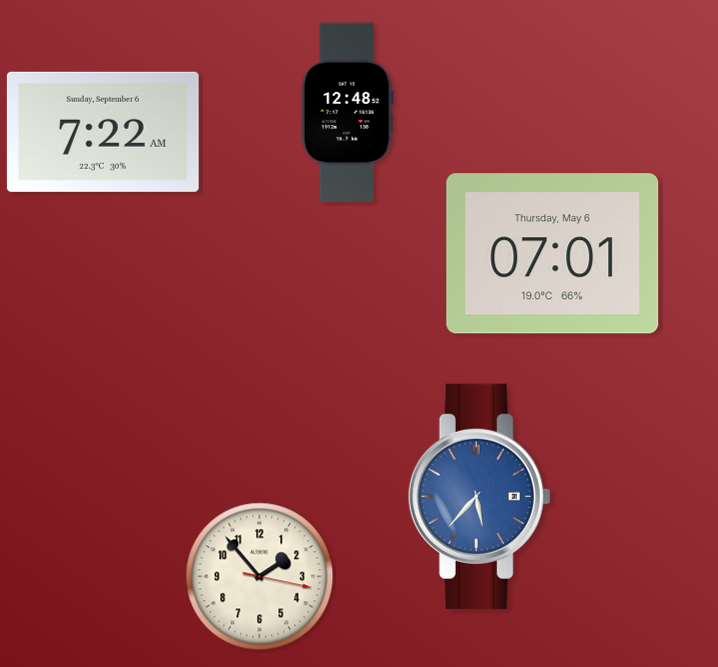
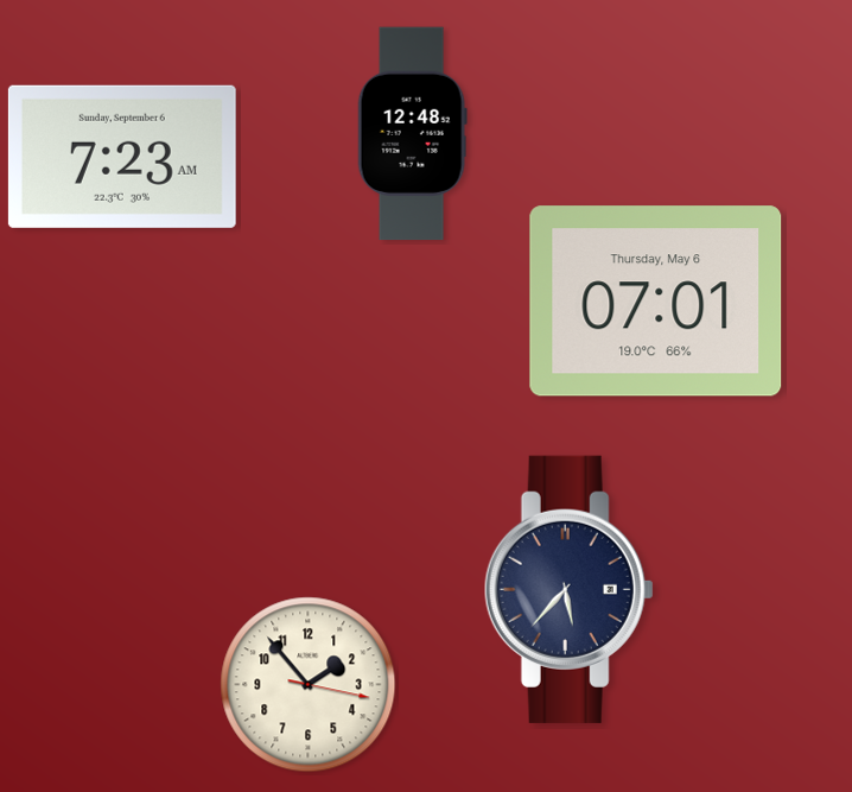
clock at (103, 132): 7:22 -> 7:23
clock at (479, 496) dial: blue -> navy
